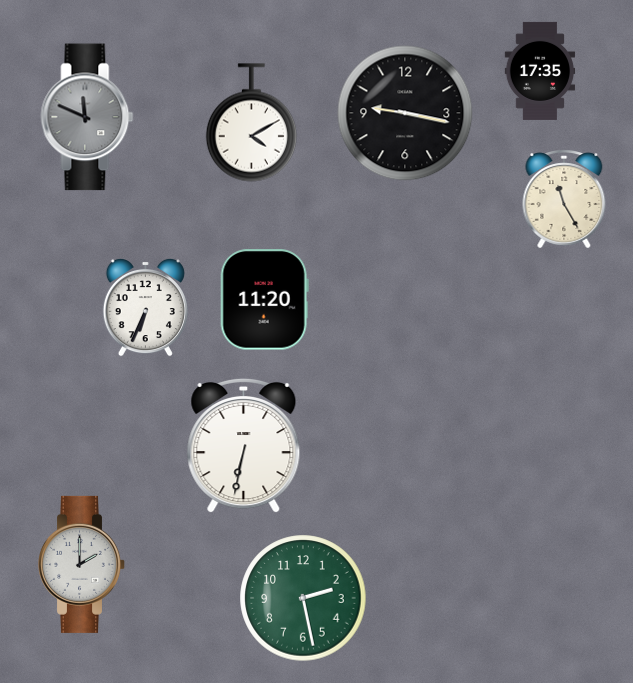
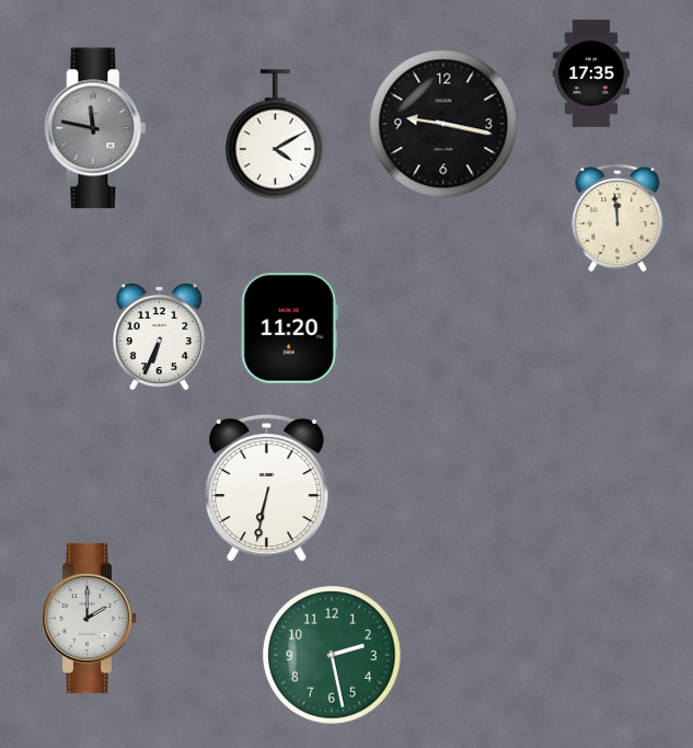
clock at (540, 71) position: (540, 71) -> (591, 73)
clock at (87, 117): 11:49 -> 11:47
clock at (564, 200): 11:25 -> 11:59
